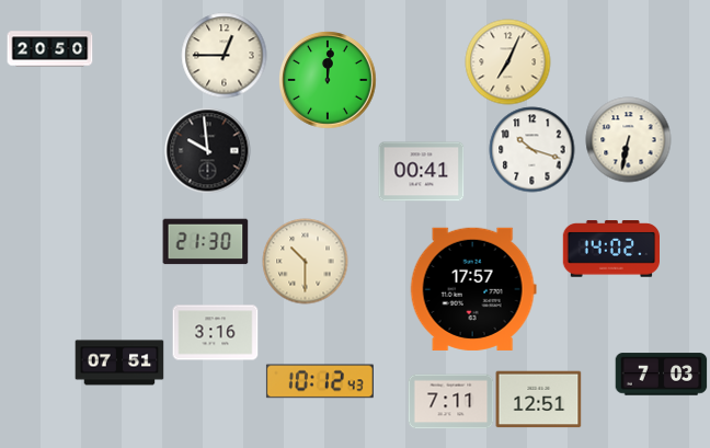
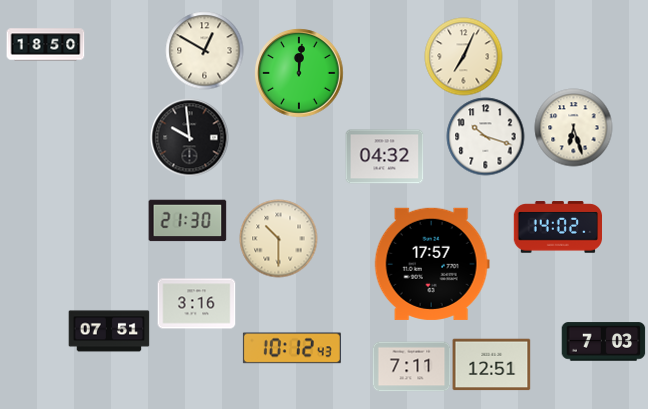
clock at (49, 49): 20:50 -> 18:50
clock at (224, 55): 12:45 -> 12:50
clock at (628, 139): 6:32 -> 6:27
clock at (421, 172): 00:41 -> 04:32
